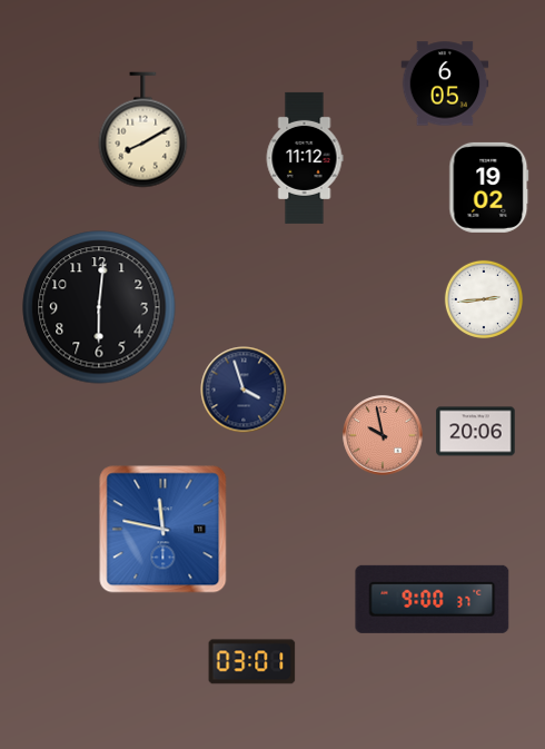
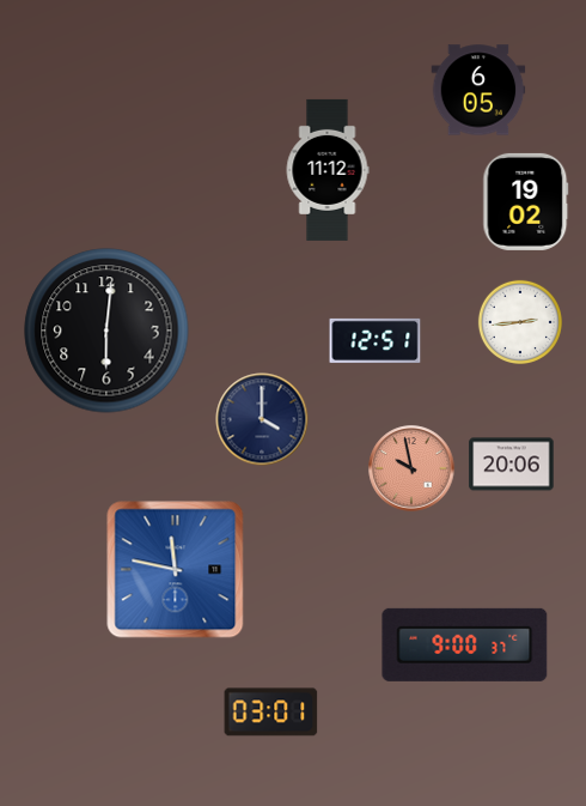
clock at (143, 130): 8:10 -> none
clock at (376, 340): none -> 12:51
clock at (244, 390): 3:57 -> 4:00
